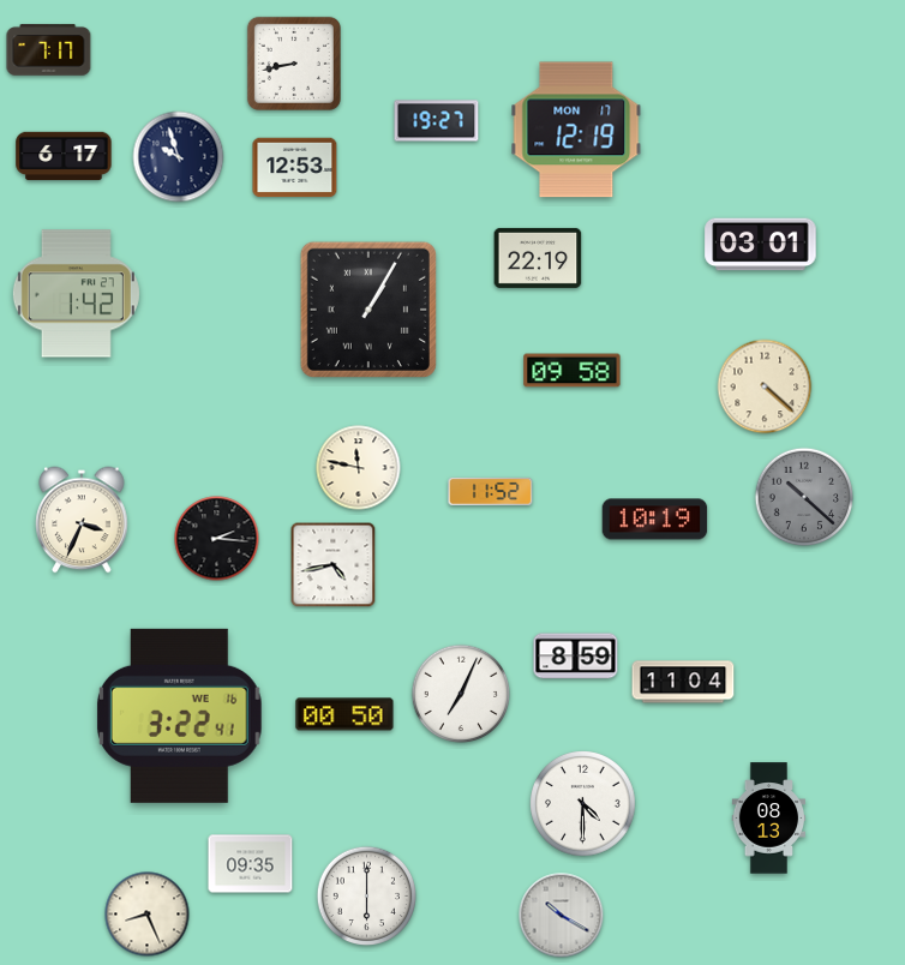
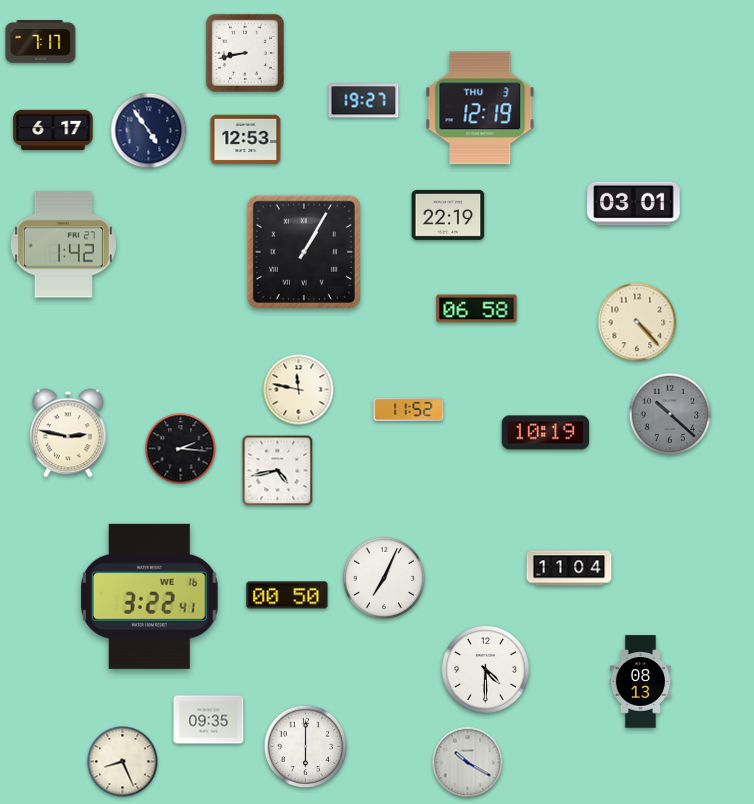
clock at (576, 130) date: MON 17 -> THU 3
clock at (179, 157): 9:57 -> 4:54
clock at (368, 310) position: (368, 310) -> (304, 252)
clock at (573, 371): 09:58 -> 06:58
clock at (765, 386): 4:22 -> 4:23
clock at (82, 520): 3:34 -> 2:47
clock at (576, 657): 8:59 -> none
